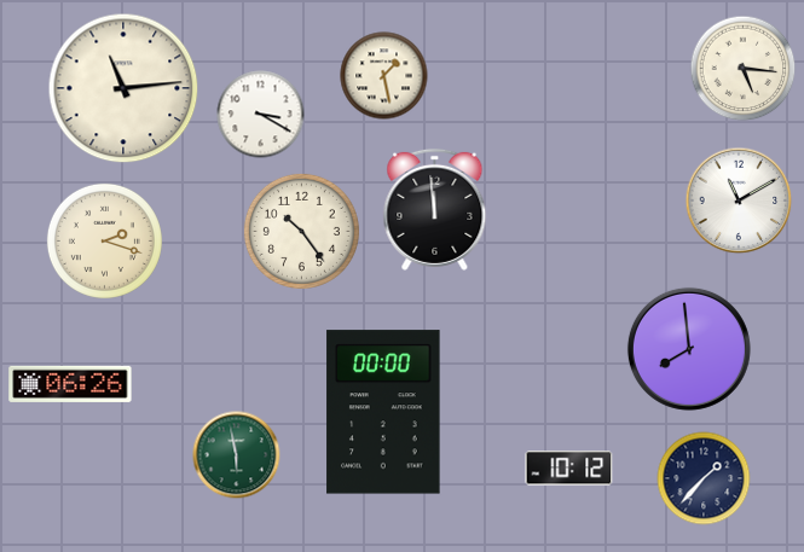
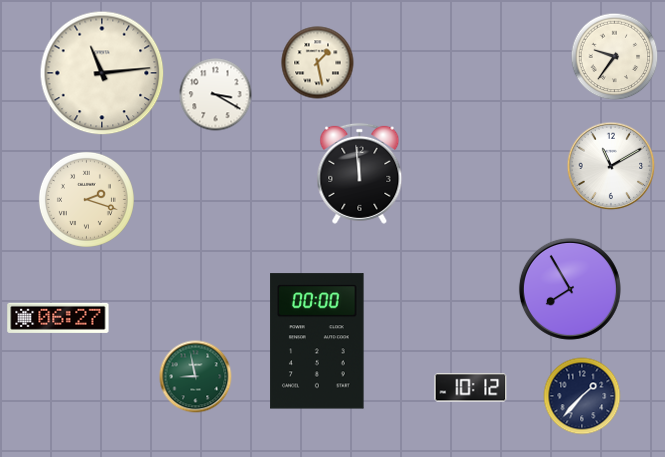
clock at (744, 69): 5:16 -> 9:36
clock at (301, 231): 10:24 -> none
clock at (689, 349): 7:59 -> 7:55
clock at (70, 384): 06:26 -> 06:27
clock at (237, 455): 5:58 -> 8:58
